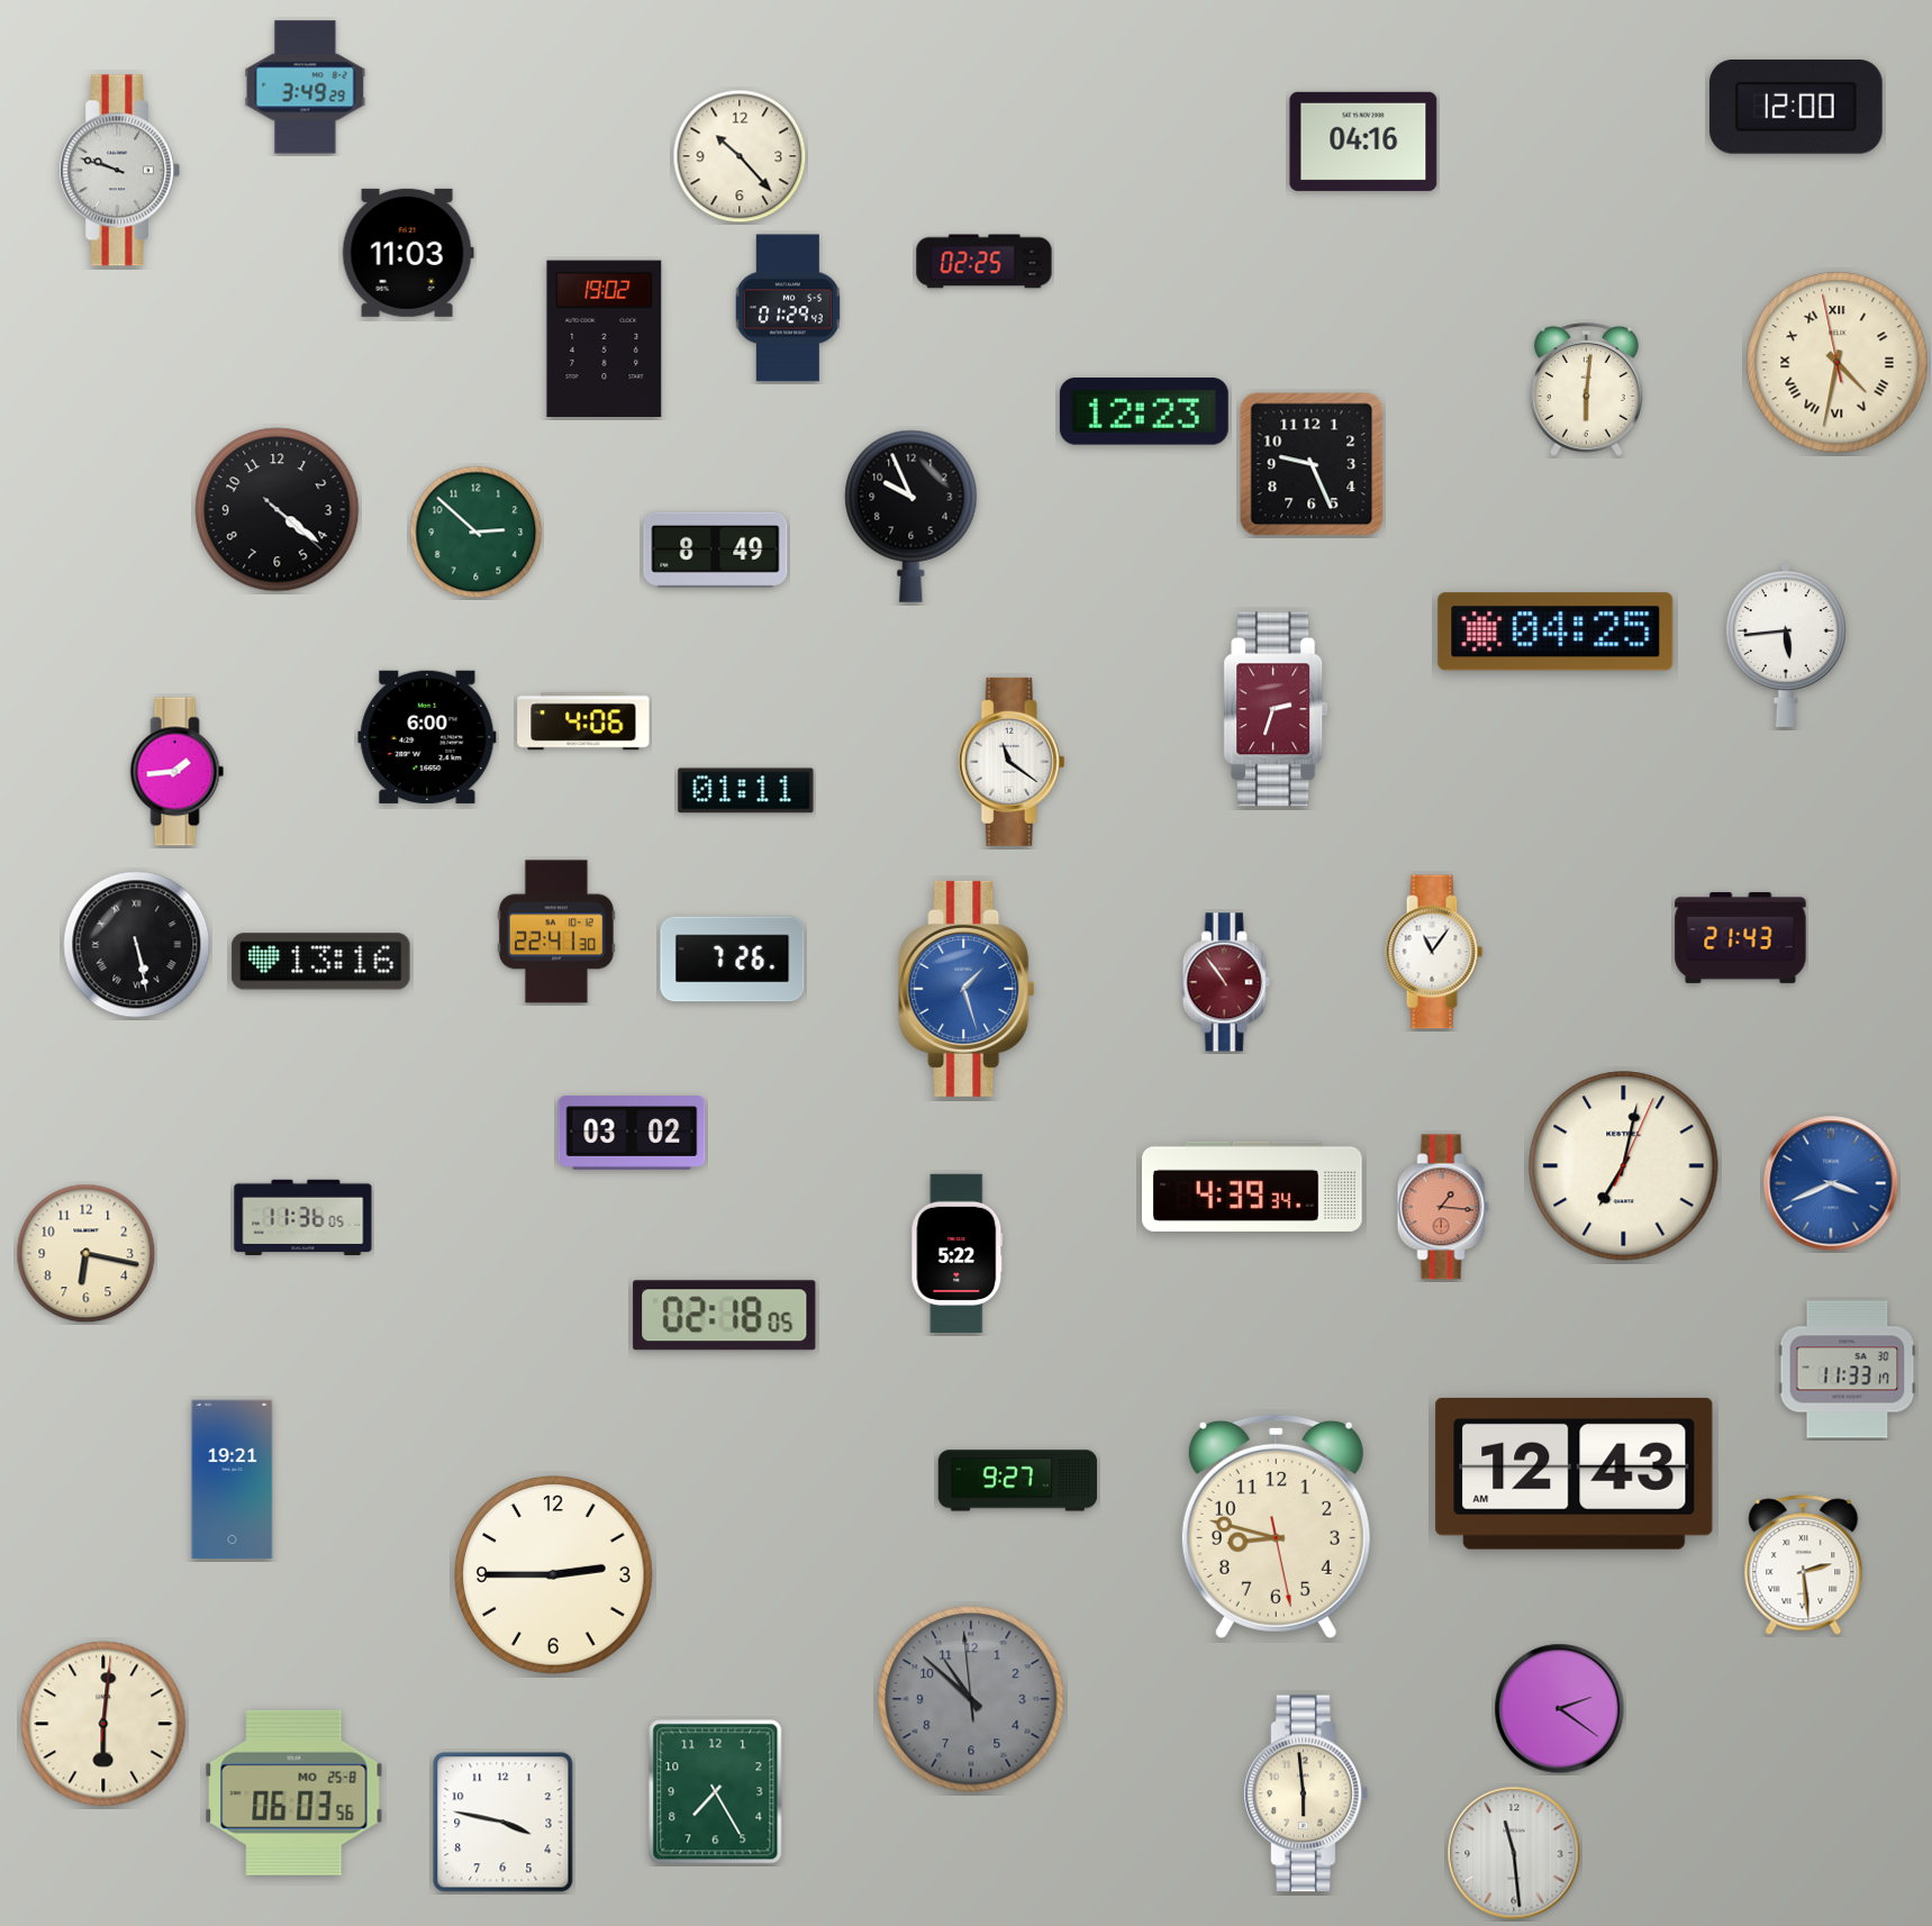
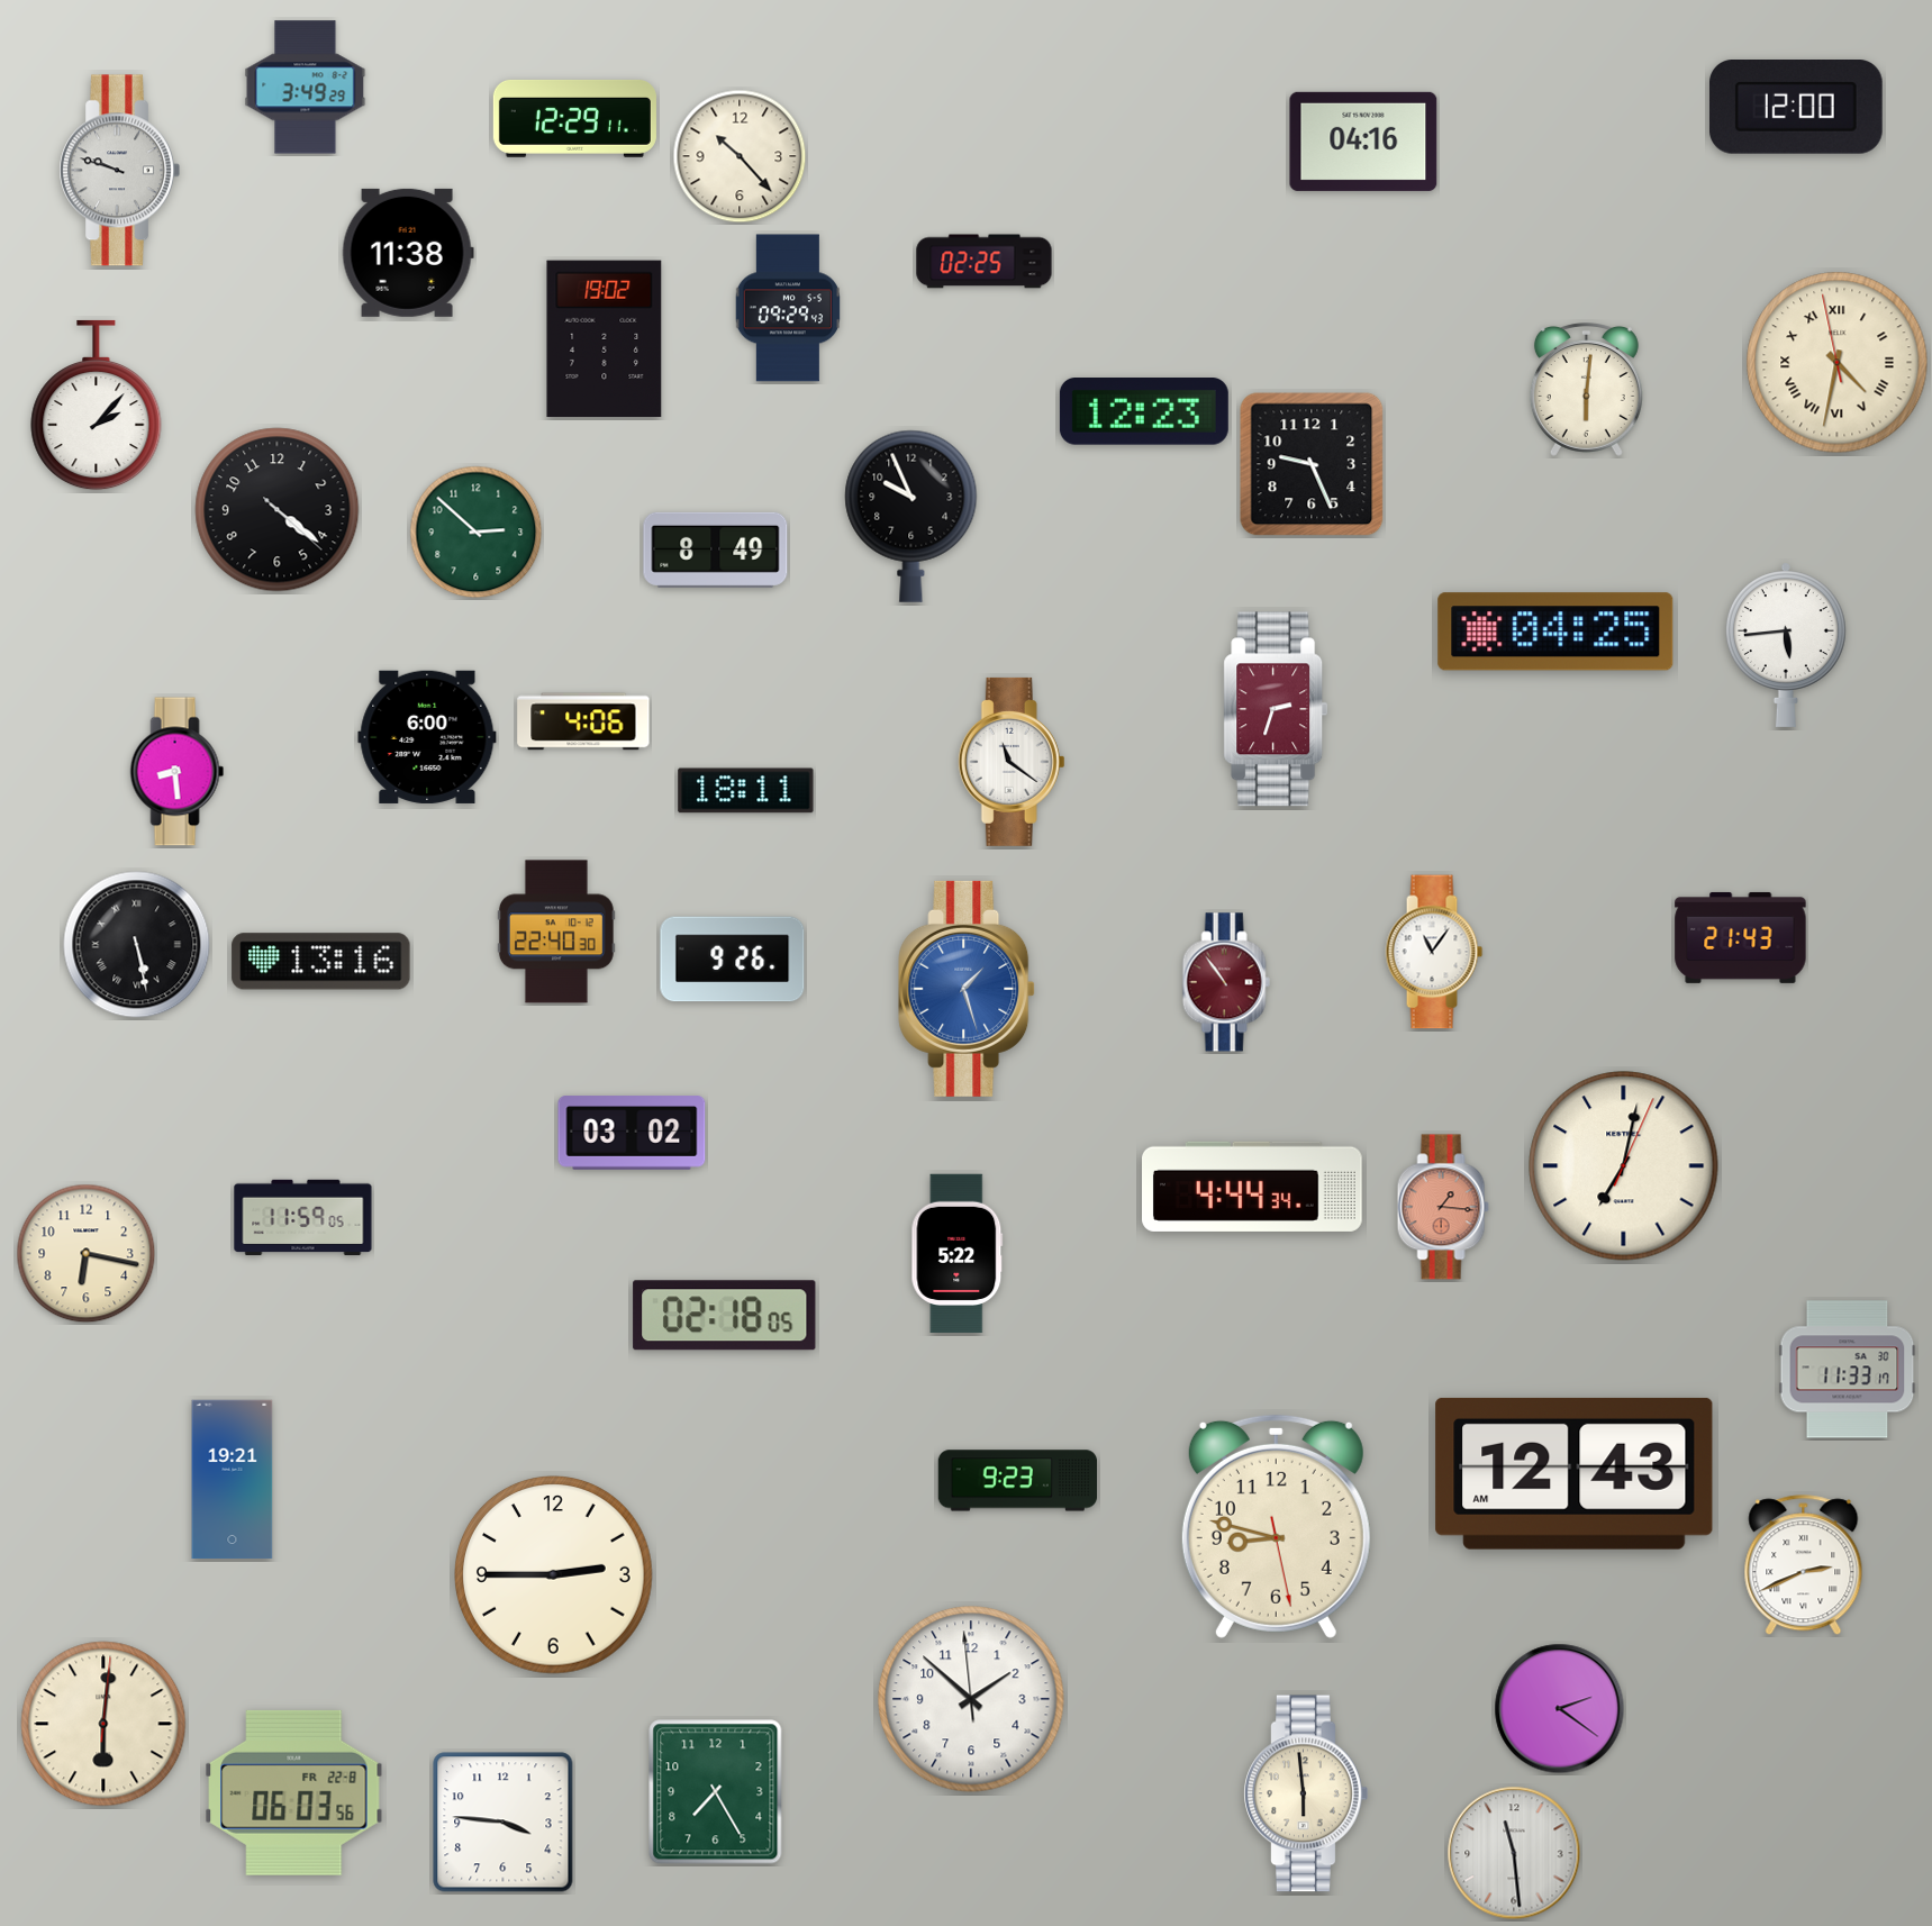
clock at (574, 118): none -> 12:29
clock at (408, 253): 11:03 -> 11:38
clock at (788, 308): 01:29 -> 09:29
clock at (97, 406): none -> 2:07
clock at (178, 772): 1:44 -> 8:29
clock at (746, 791): 01:11 -> 18:11
clock at (556, 932): 22:41 -> 22:40
clock at (733, 960): 7:26 -> 9:26
clock at (1831, 1183): 3:41 -> none
clock at (1253, 1187): 4:39 -> 4:44
clock at (303, 1218): 11:36 -> 11:59
clock at (1018, 1481): 9:27 -> 9:23
clock at (1804, 1565): 2:29 -> 2:41
clock at (971, 1699): 10:51 -> 1:51
clock at (971, 1699) dial: grey -> white
clock at (294, 1792) date: MO 25-8 -> FR 22-8
clock at (504, 1823): 3:47 -> 3:46
